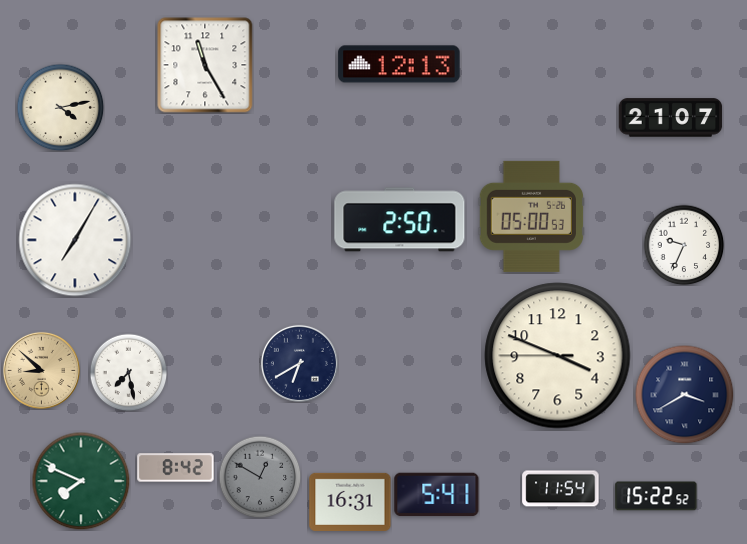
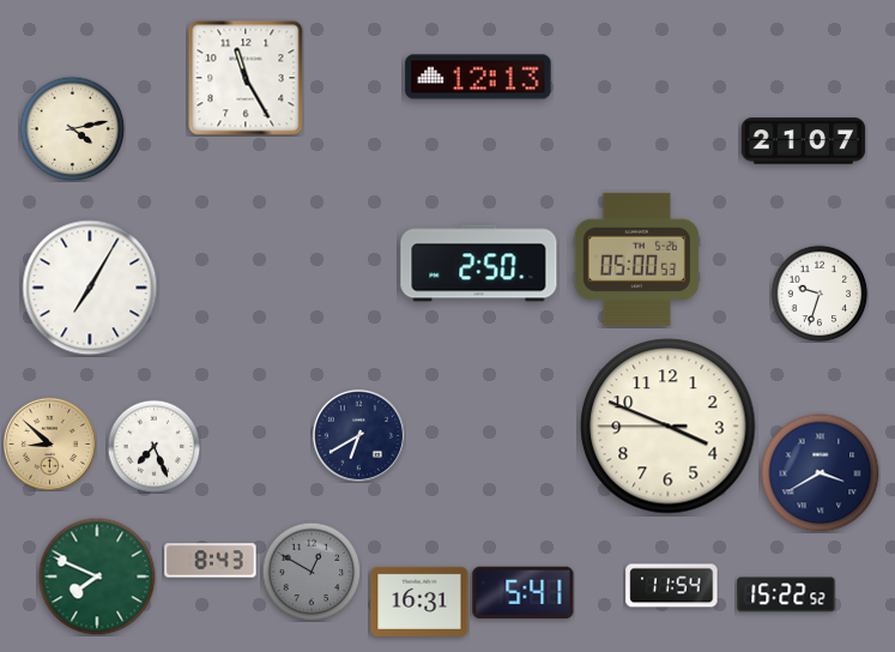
clock at (684, 245): 9:34 -> 9:33
clock at (128, 372): 7:28 -> 7:26
clock at (176, 468): 8:42 -> 8:43
